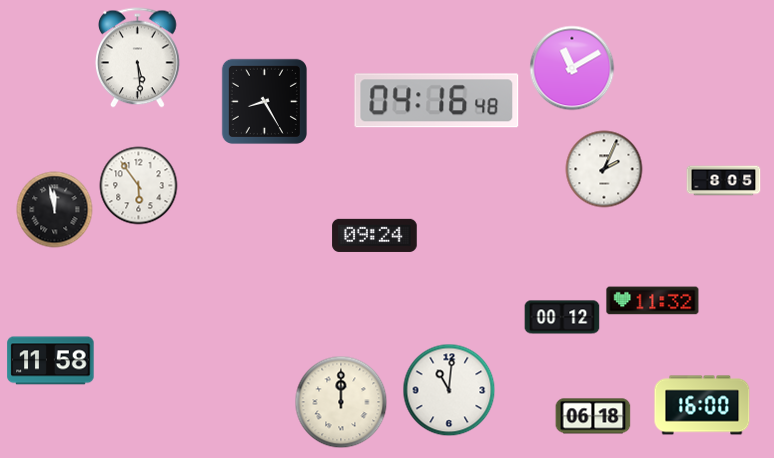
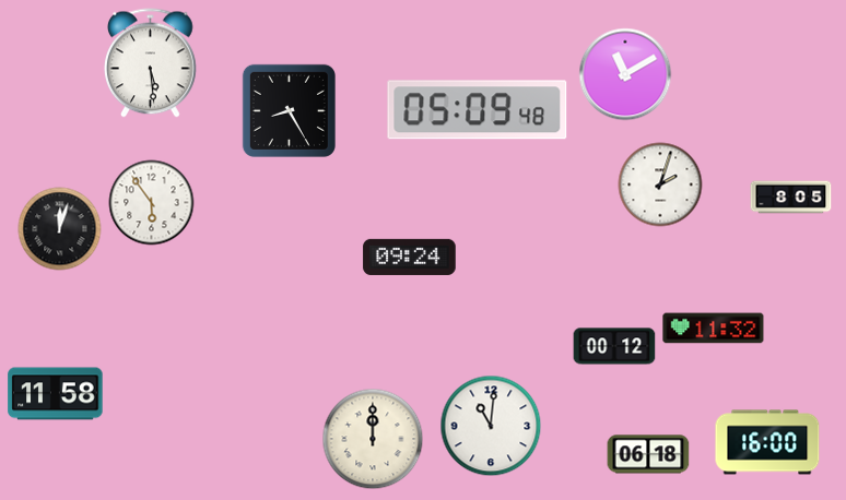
clock at (437, 101): 04:16 -> 05:09
clock at (604, 169): 2:04 -> 2:03
clock at (55, 210): 11:58 -> 12:03
